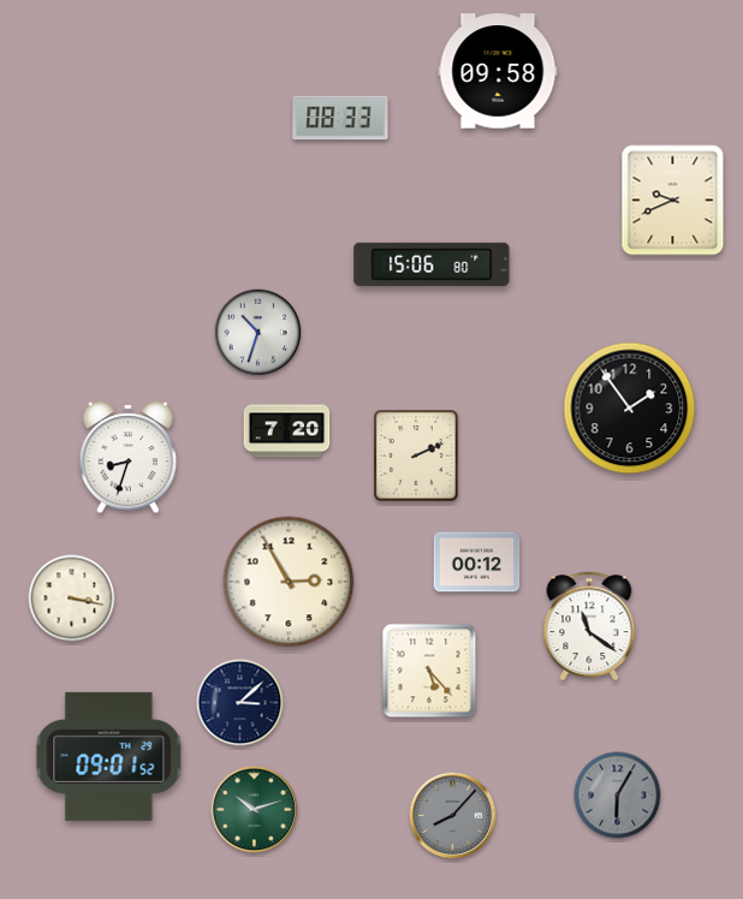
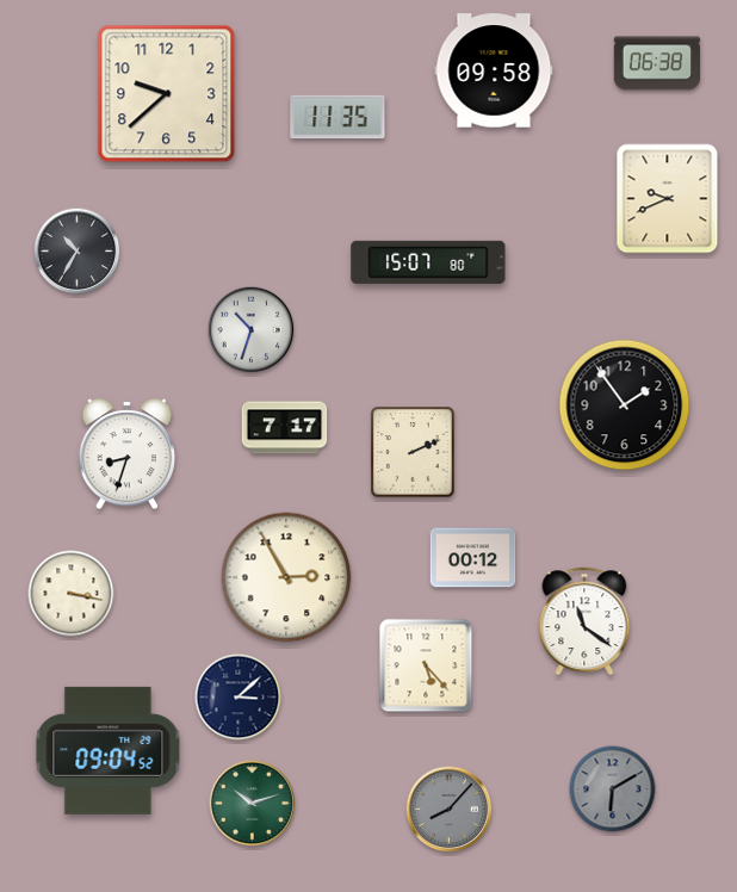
clock at (657, 63): none -> 06:38
clock at (167, 94): none -> 9:38
clock at (340, 118): 08:33 -> 11:35
clock at (78, 252): none -> 10:35
clock at (432, 264): 15:06 -> 15:07
clock at (258, 333) position: (258, 333) -> (252, 330)
clock at (287, 431): 7:20 -> 7:17
clock at (109, 756): 09:01 -> 09:04
clock at (618, 796): 6:05 -> 6:10
